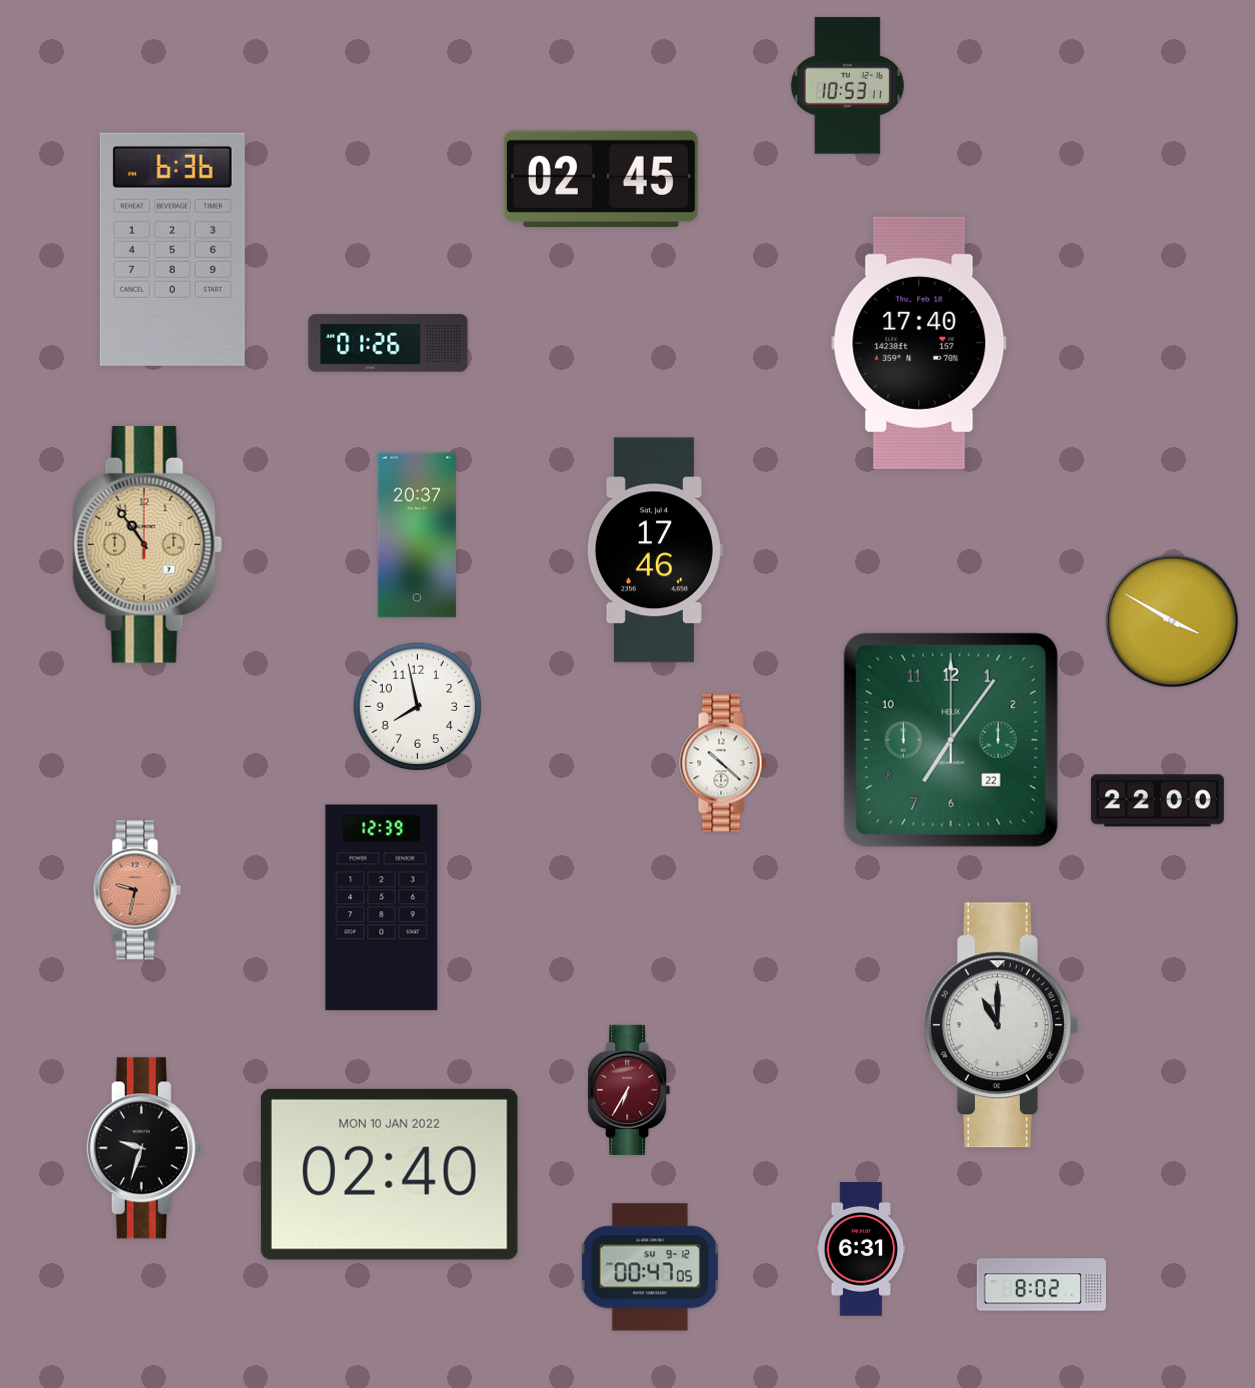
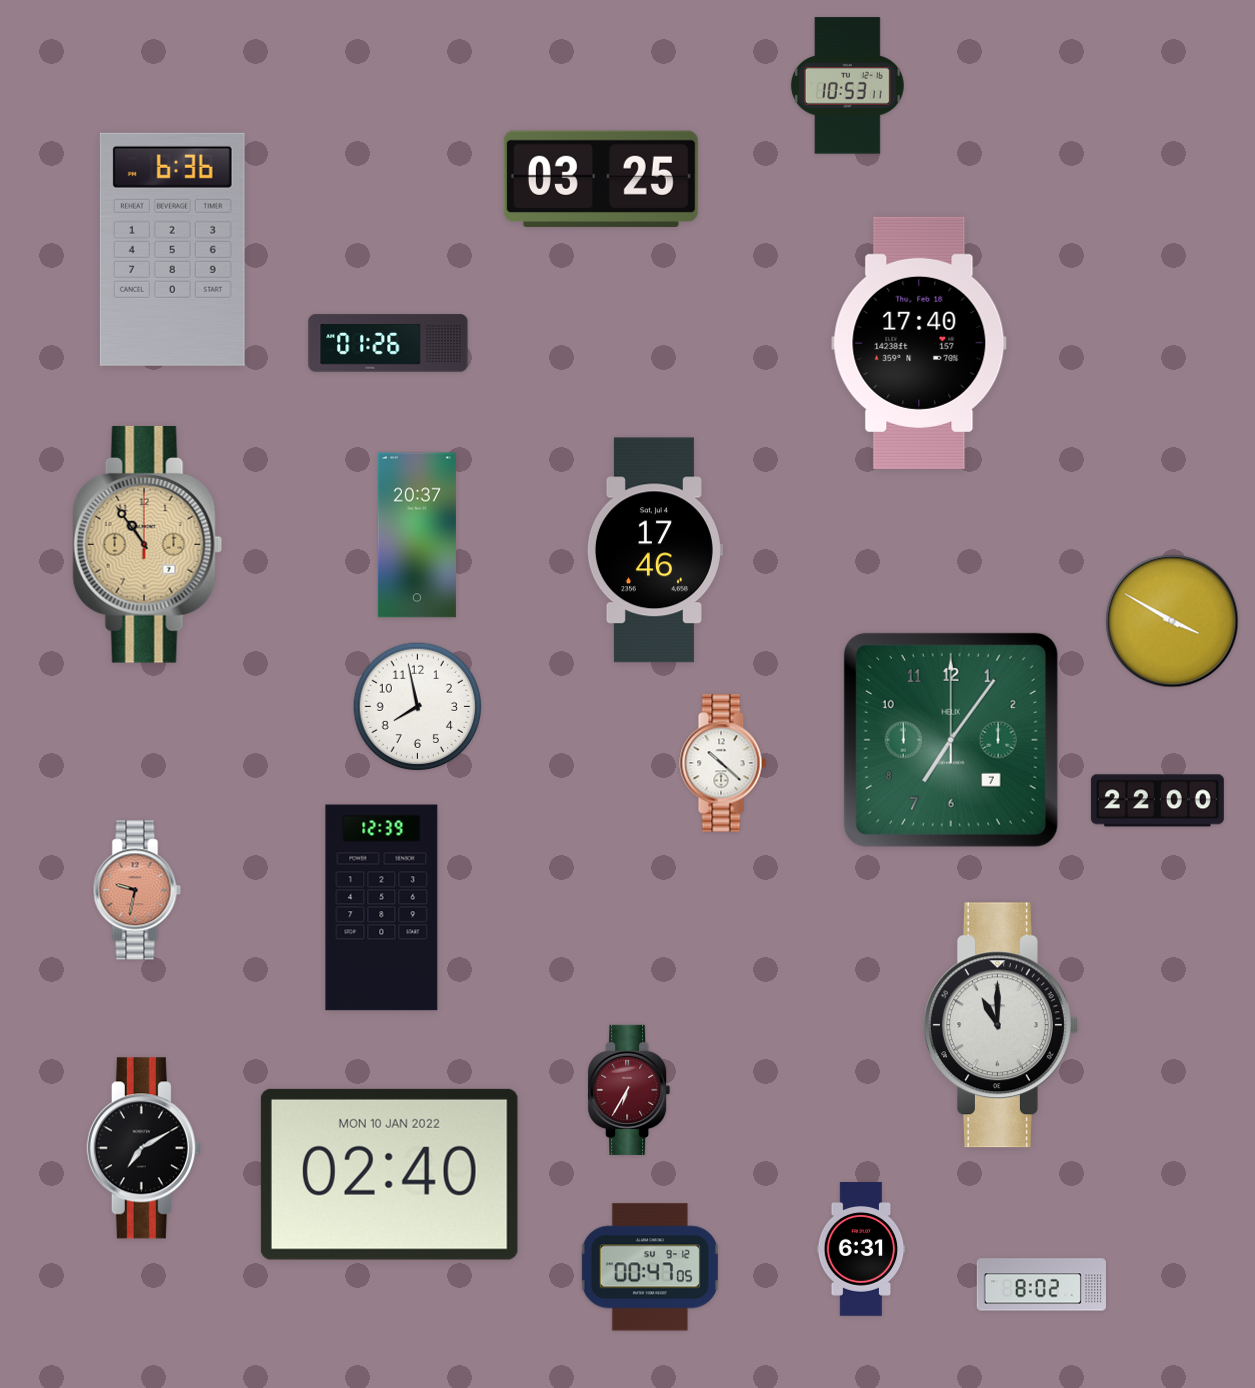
clock at (601, 179): 02:45 -> 03:25
clock at (951, 740) date: 22 -> 7
clock at (144, 1148): 9:33 -> 7:10
